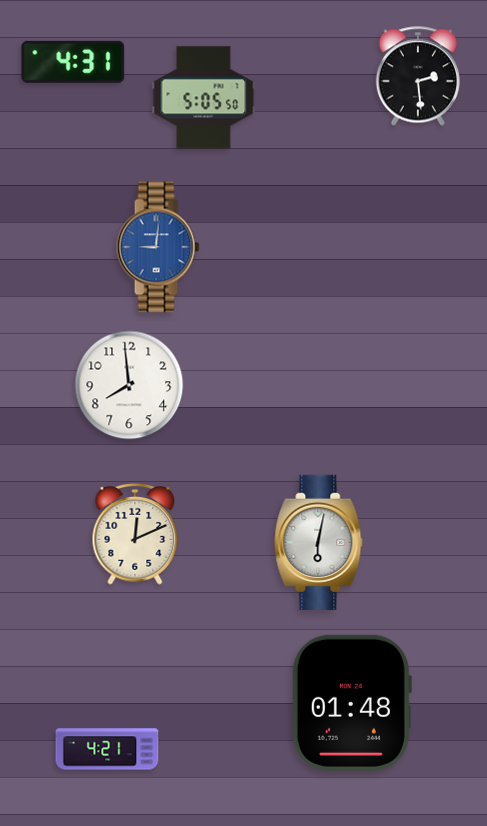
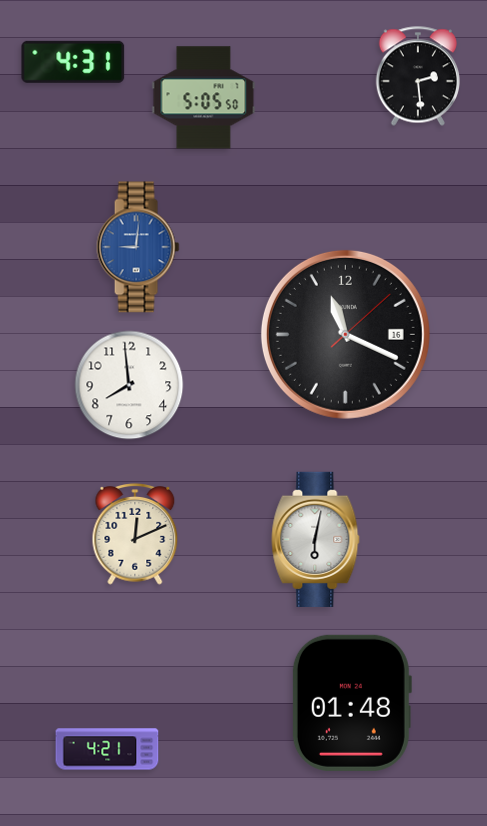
clock at (158, 247) position: (158, 247) -> (138, 247)
clock at (345, 334): none -> 11:19
clock at (319, 542) position: (319, 542) -> (316, 539)
